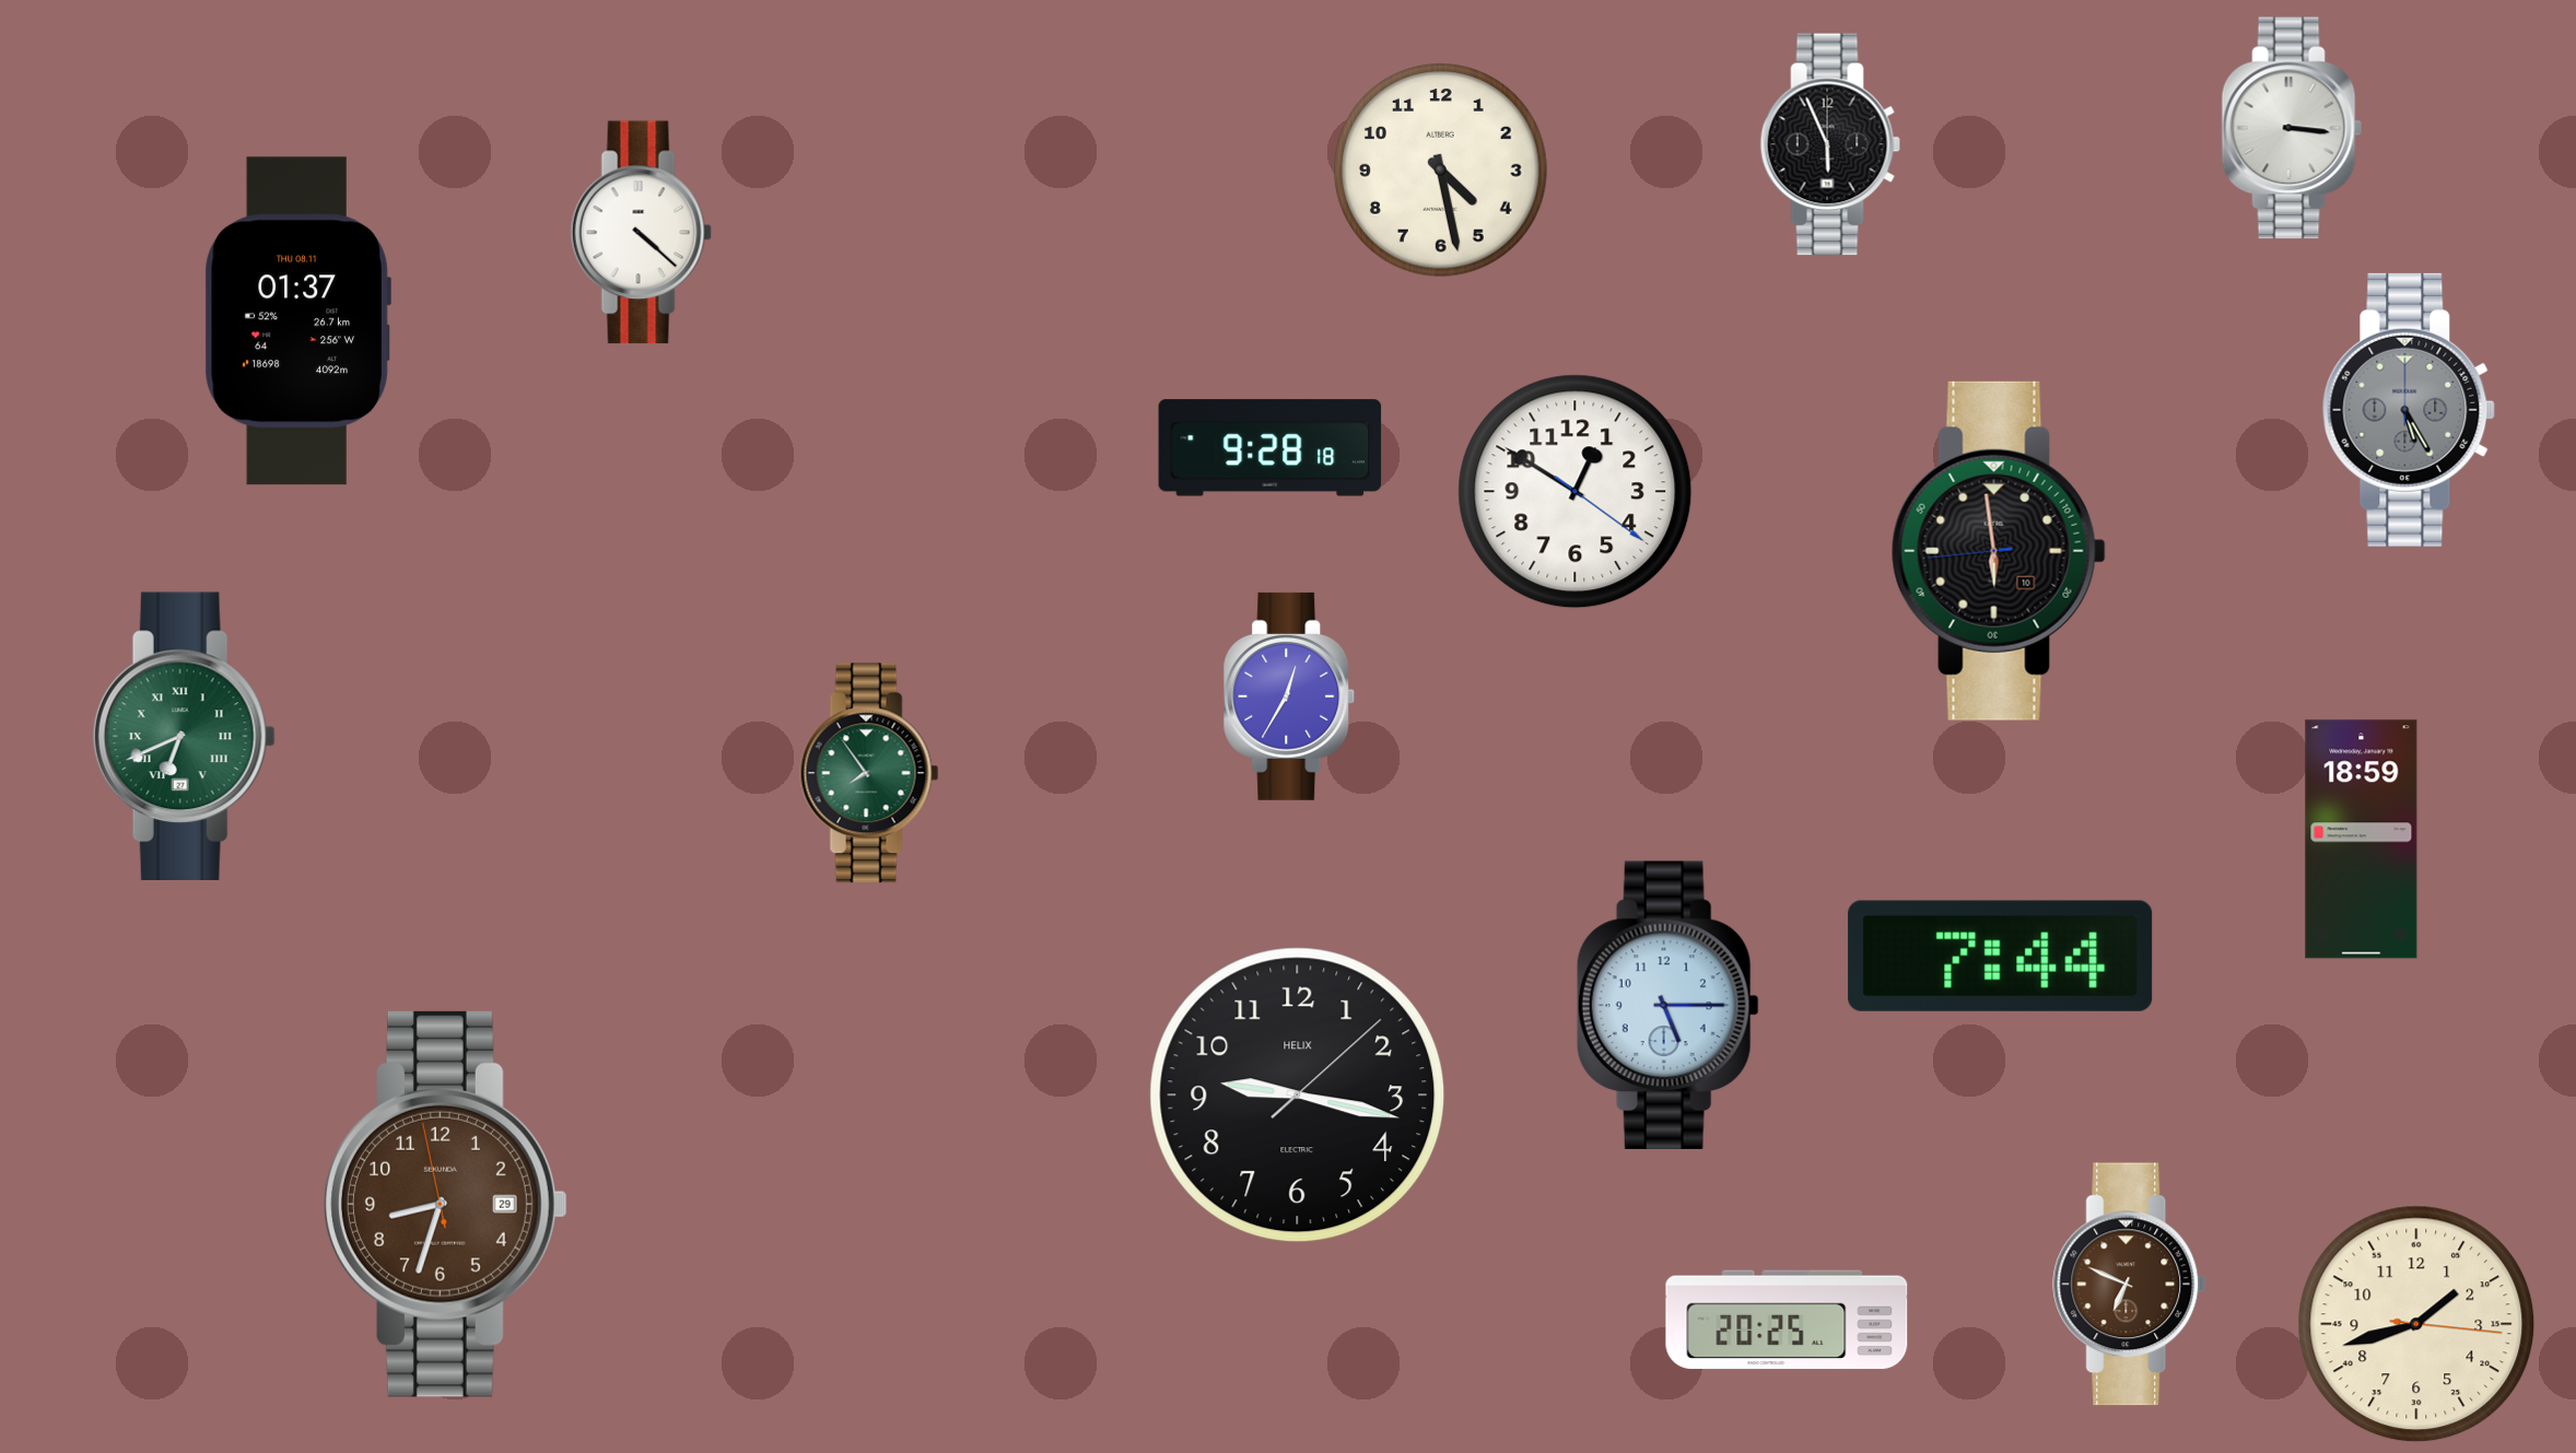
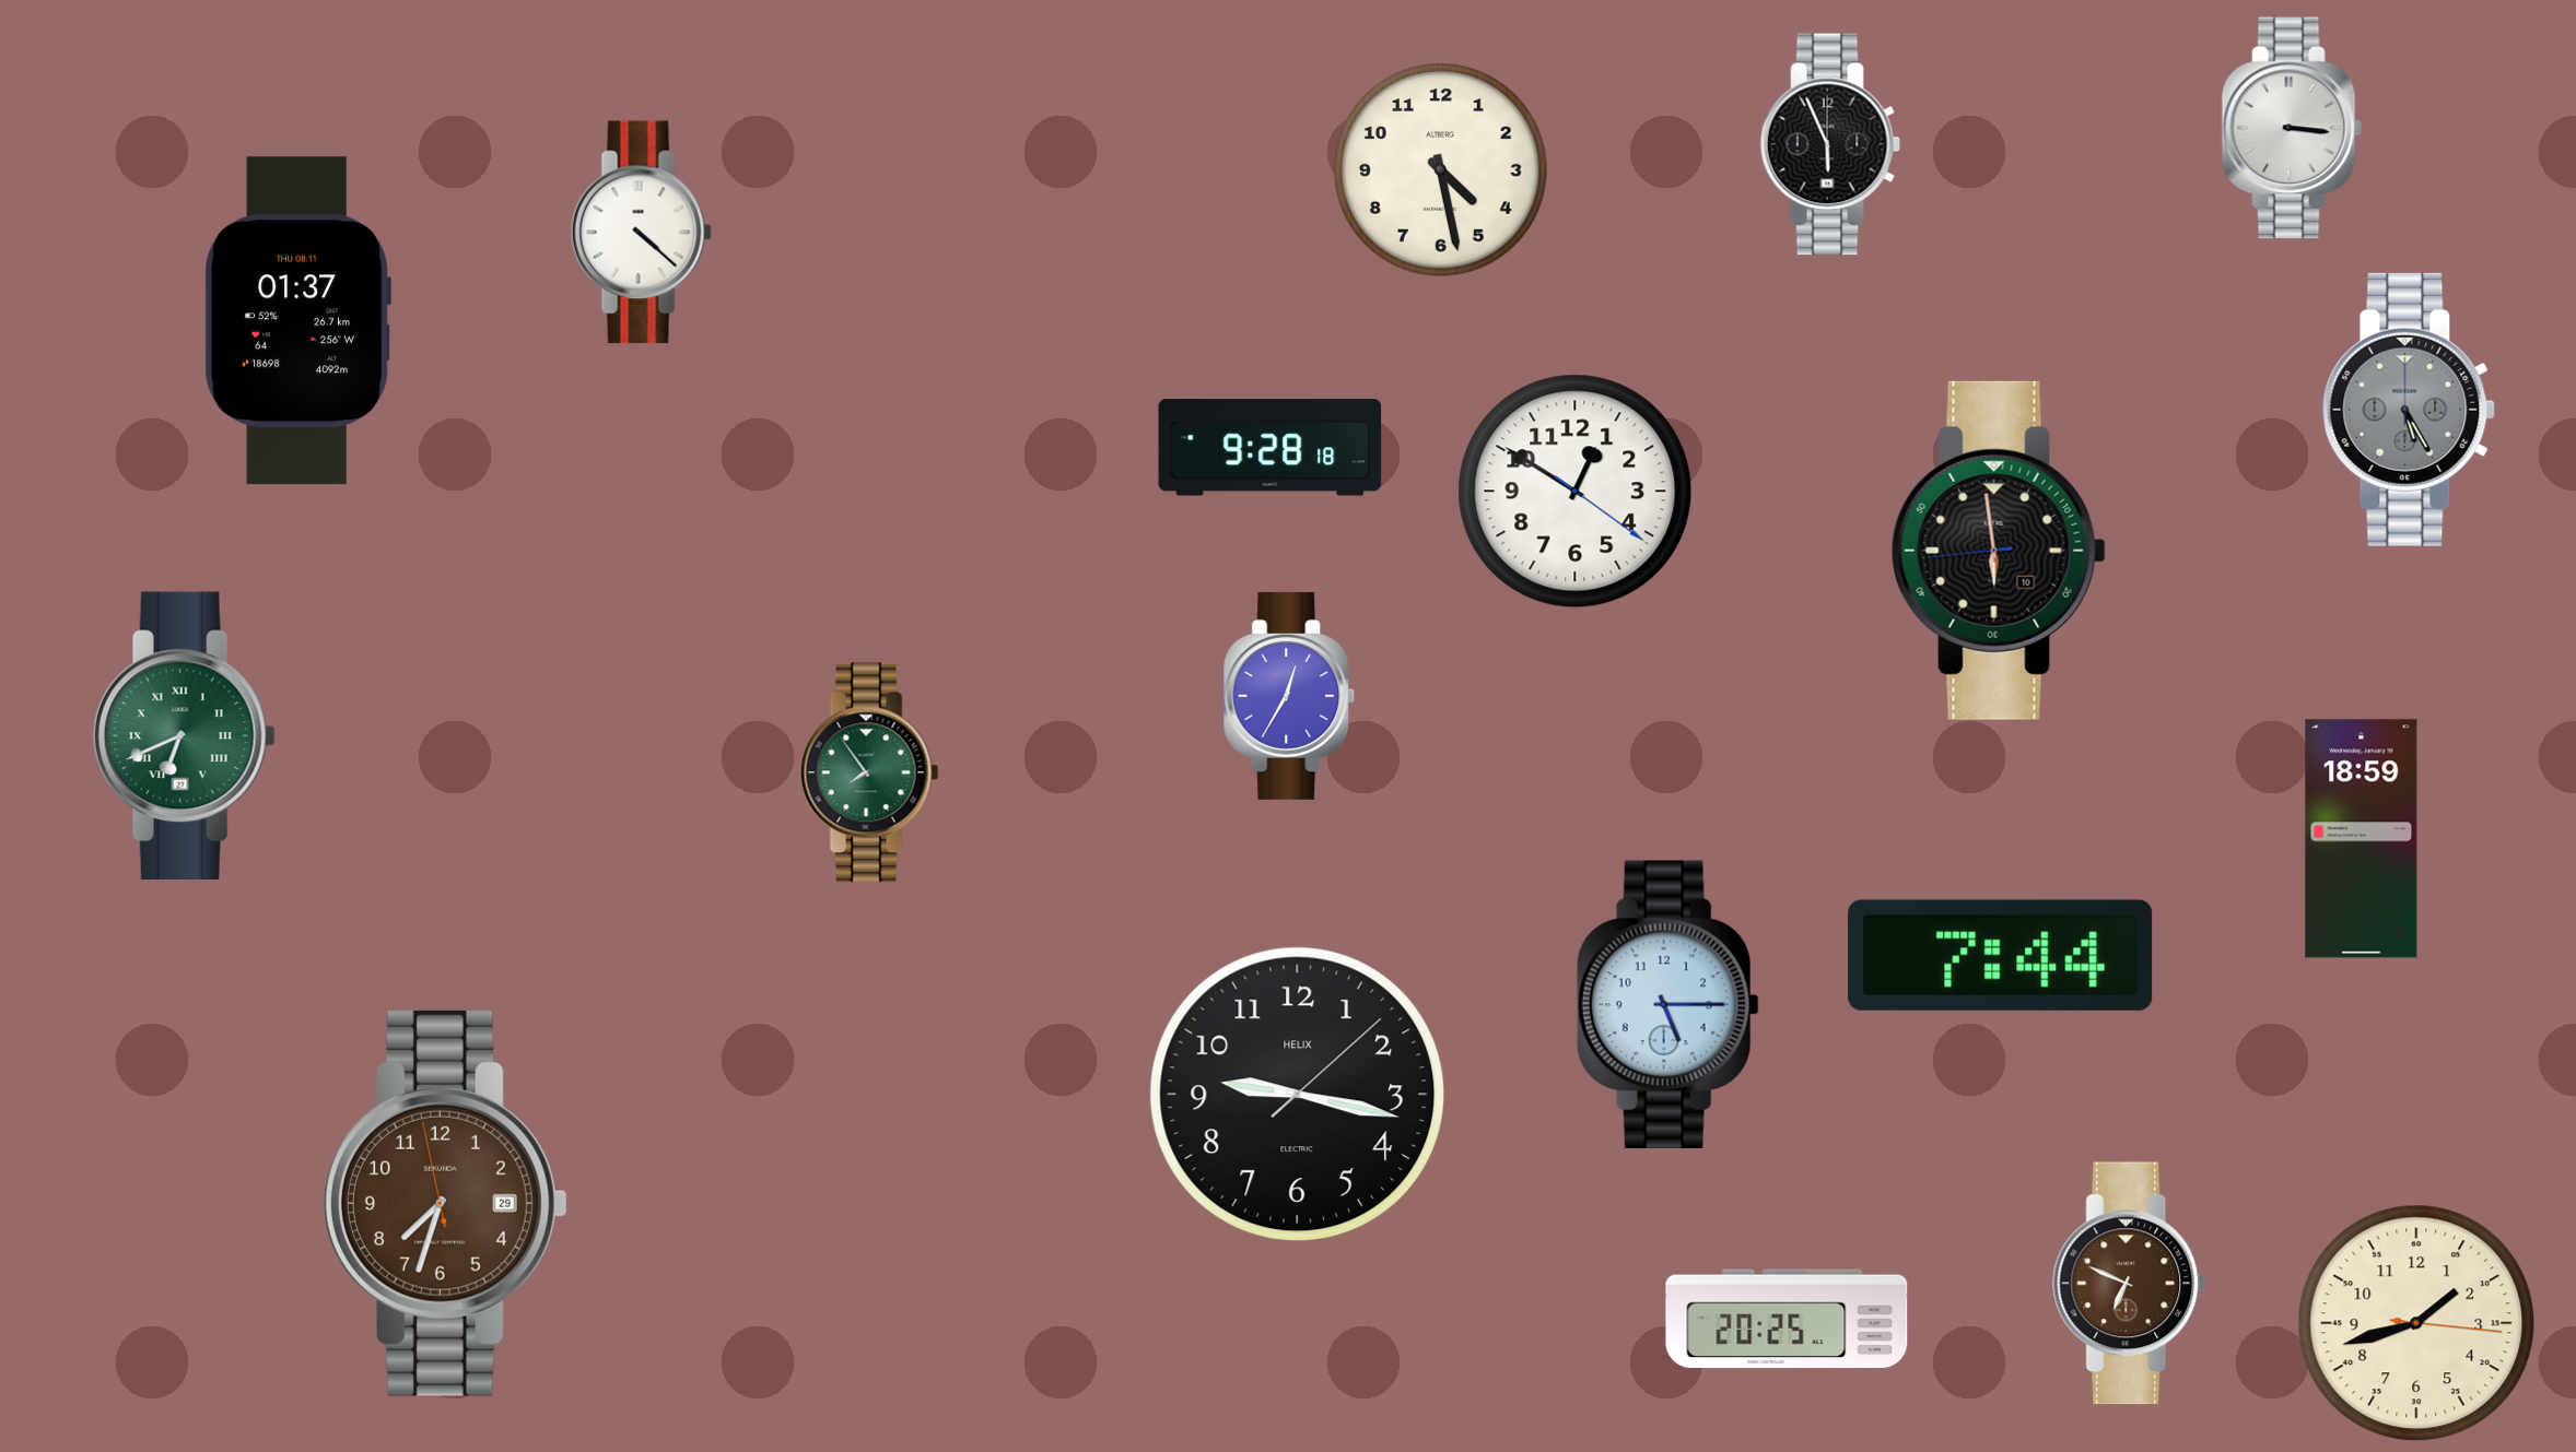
clock at (445, 1204): 8:32 -> 7:32
